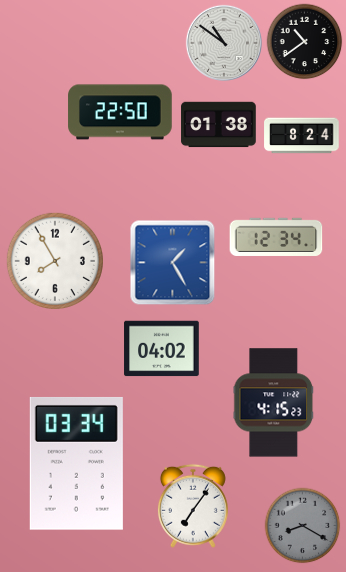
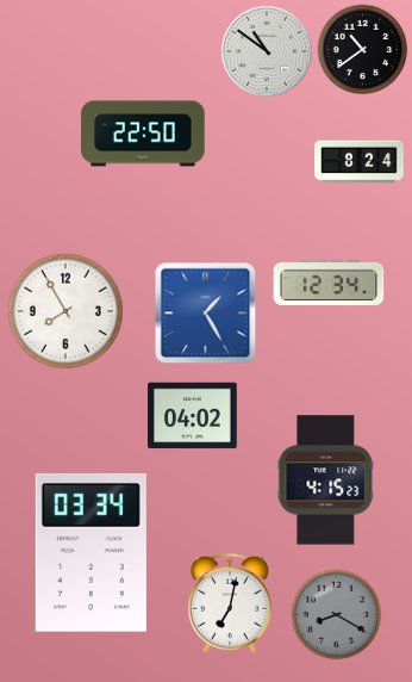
clock at (219, 125): 01:38 -> none
clock at (193, 506): 7:06 -> 7:02
clock at (303, 526) position: (303, 526) -> (337, 615)
